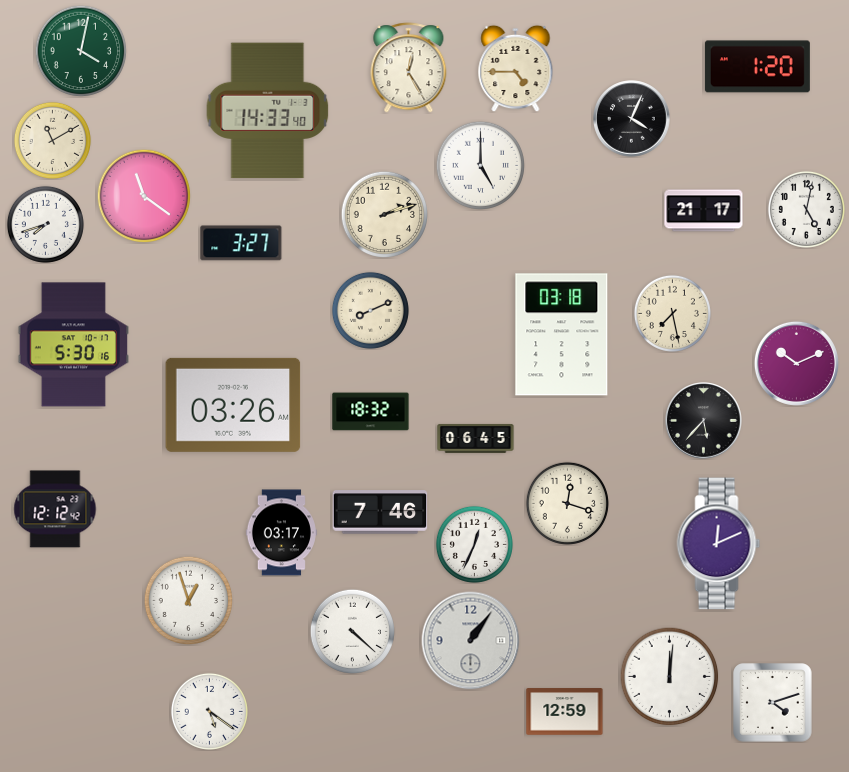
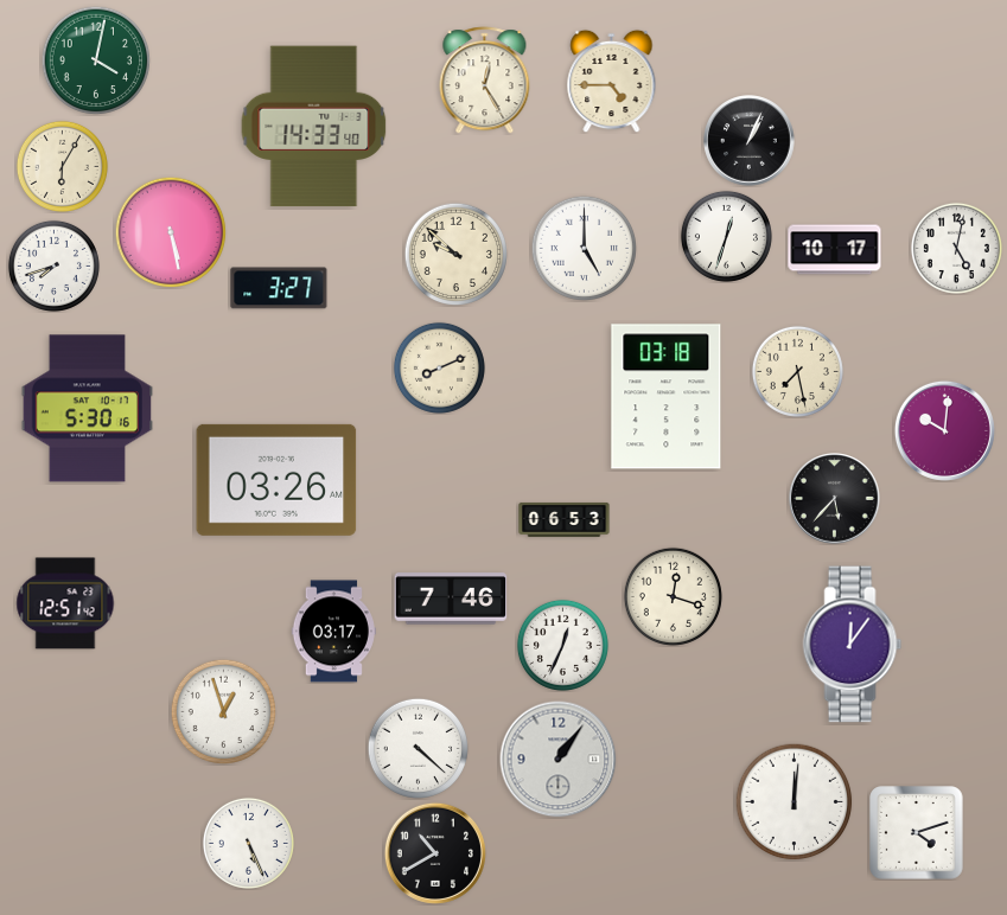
clock at (757, 67): 1:20 -> none
clock at (268, 111) position: (268, 111) -> (314, 127)
clock at (632, 119): 4:04 -> 1:04
clock at (52, 140): 11:10 -> 6:05
clock at (480, 165) position: (480, 165) -> (584, 248)
clock at (144, 196): 11:21 -> 5:28
clock at (726, 236): none -> 12:33
clock at (704, 211): 21:17 -> 10:17
clock at (384, 214): 2:12 -> 9:52
clock at (241, 243) position: (241, 243) -> (279, 288)
clock at (796, 363): 10:11 -> 10:01
clock at (371, 412): 18:32 -> none
clock at (476, 438): 06:45 -> 06:53
clock at (55, 509): 12:12 -> 12:51
clock at (380, 512) position: (380, 512) -> (451, 599)
clock at (719, 544): 12:11 -> 12:06
clock at (209, 711): 5:21 -> 5:26
clock at (565, 712): 12:59 -> none
clock at (435, 853): none -> 10:40
